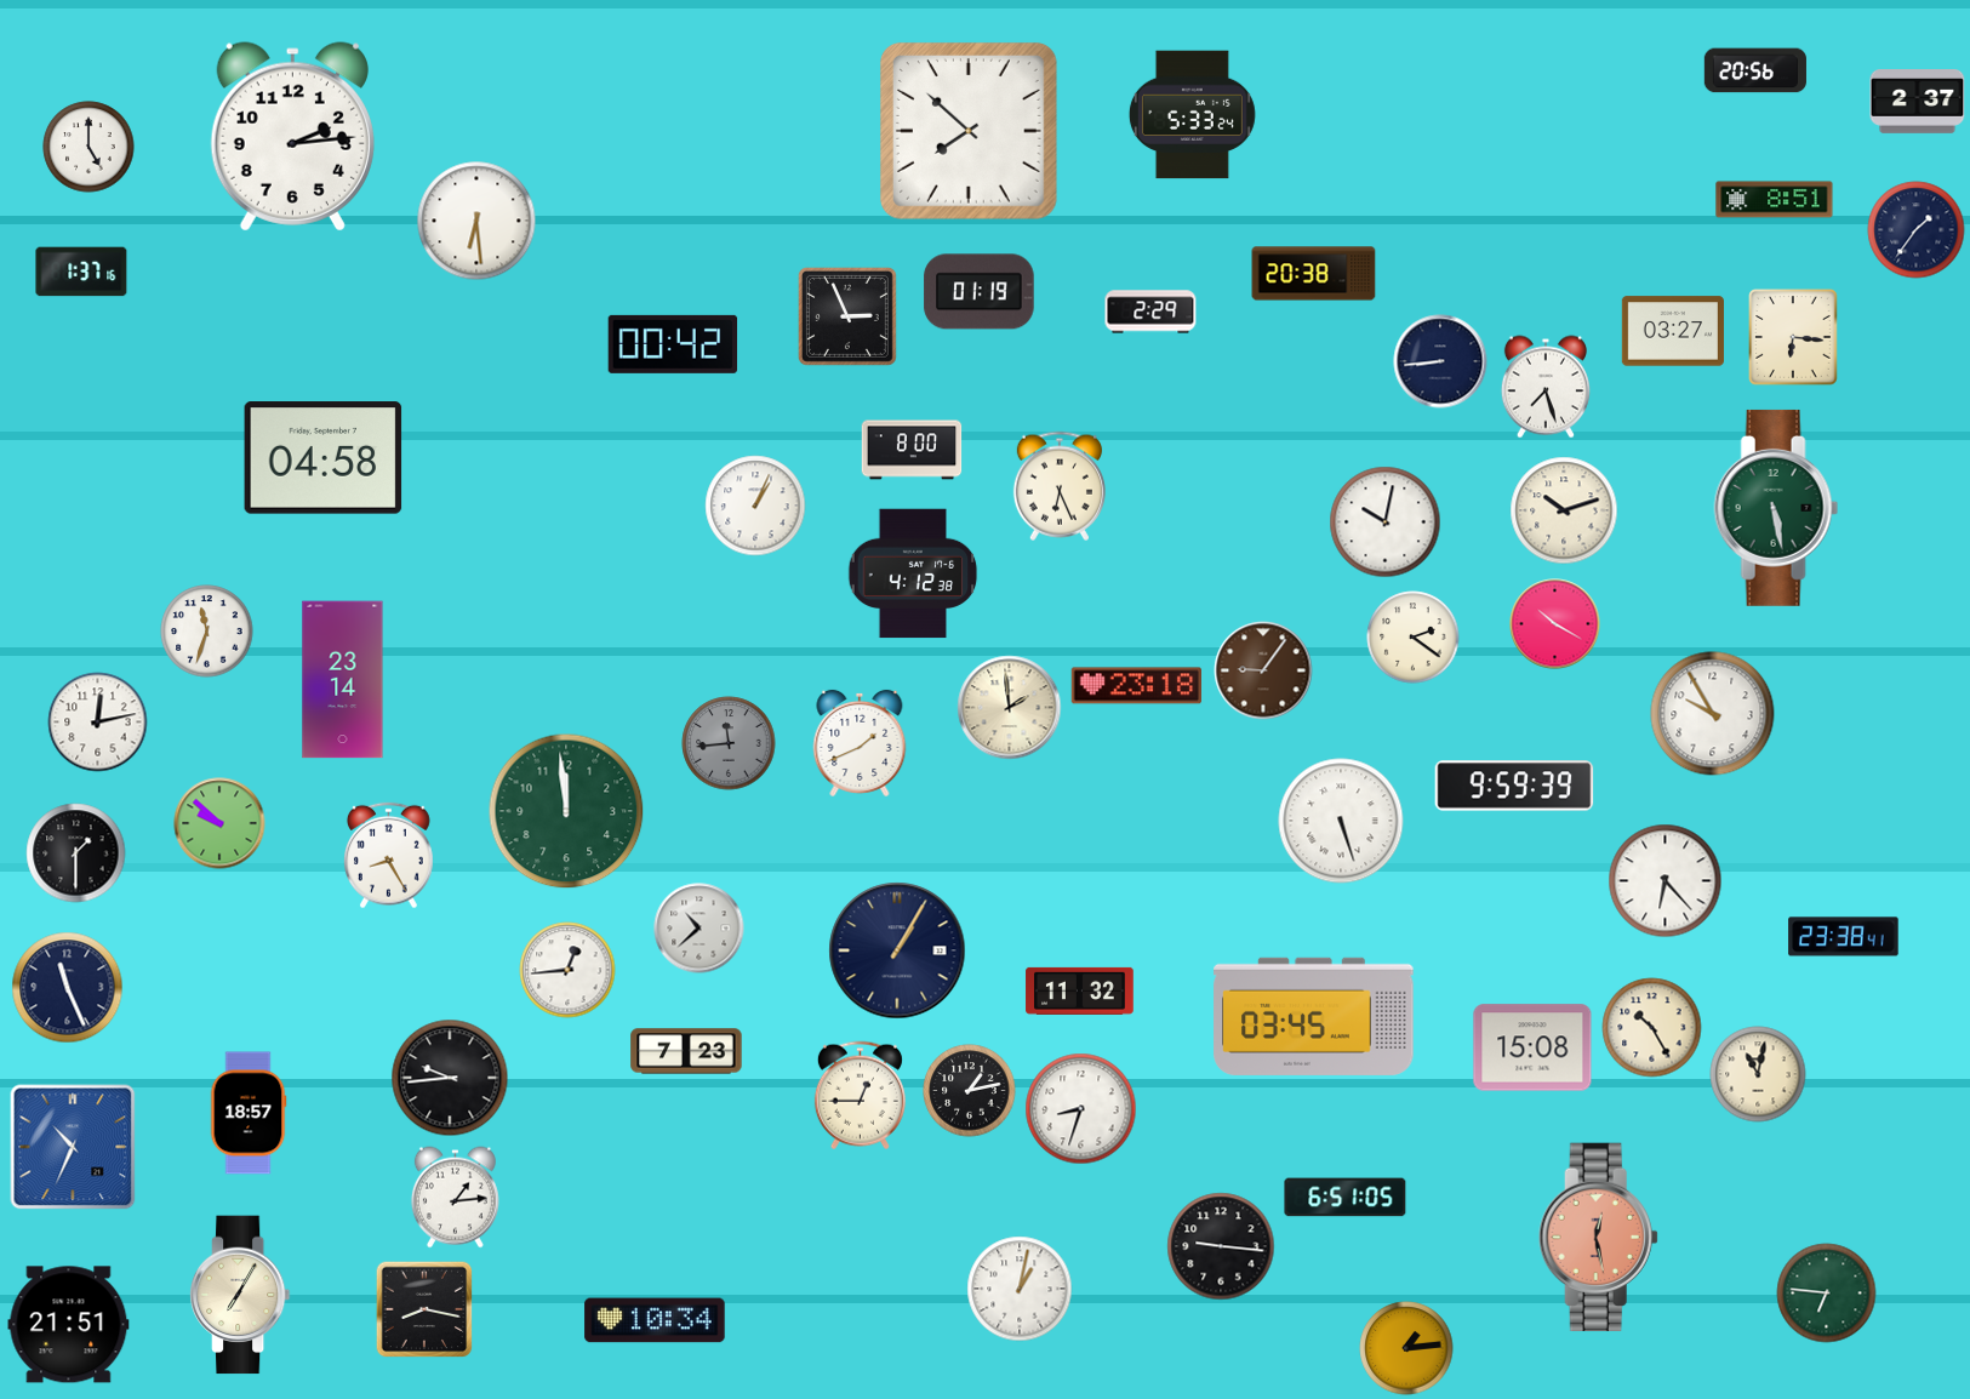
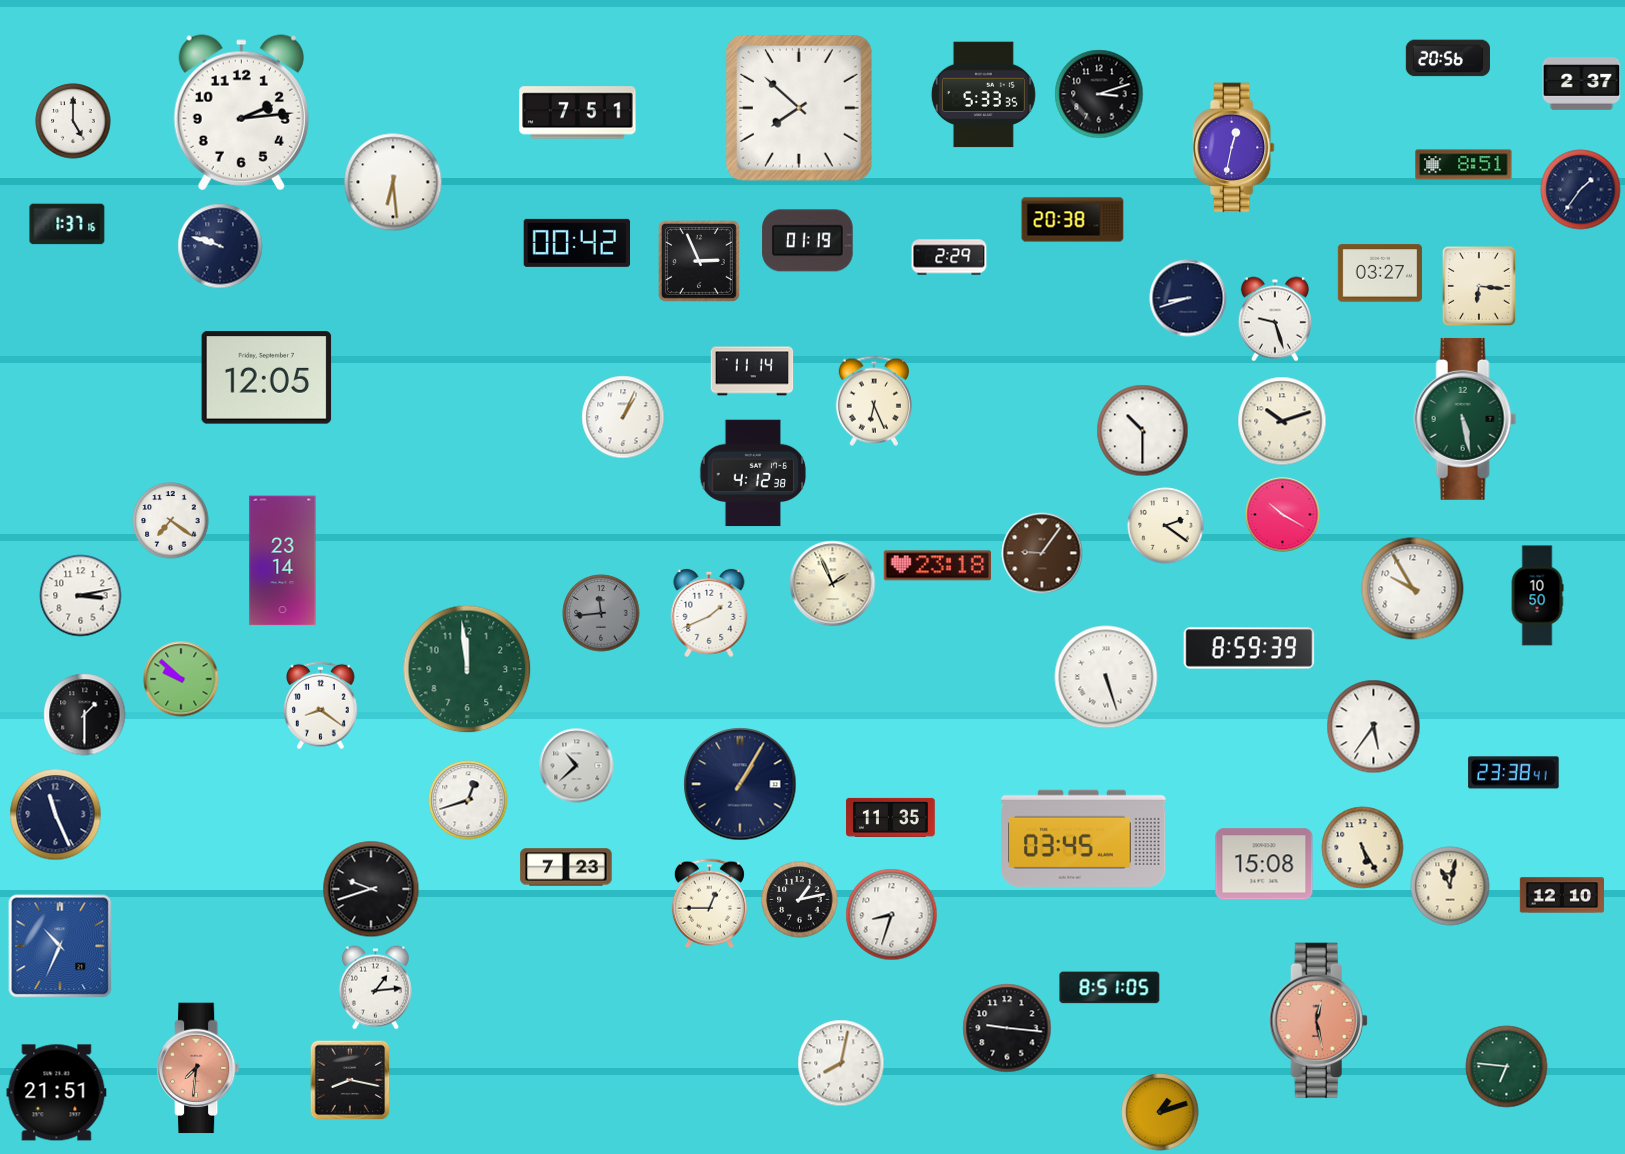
clock at (1099, 94): none -> 3:12
clock at (1192, 115): 5:33:24 -> 5:33:35
clock at (578, 113): none -> 7:51
clock at (1233, 148): none -> 12:32
clock at (1314, 274) position: (1314, 274) -> (1073, 220)
clock at (220, 246): none -> 9:48
clock at (1793, 337) position: (1793, 337) -> (1479, 286)
clock at (673, 344) position: (673, 344) -> (577, 243)
clock at (1440, 361): 8:44 -> 8:42
clock at (1546, 387): 7:27 -> 9:27
clock at (912, 450): 8:00 -> 11:14
clock at (324, 458): 04:58 -> 12:05
clock at (1564, 510) position: (1564, 510) -> (1282, 421)
clock at (1386, 523): 10:02 -> 10:30
clock at (207, 632): 11:33 -> 7:21
clock at (1010, 708): 1:59 -> 1:56
clock at (98, 723): 12:13 -> 3:13
clock at (1537, 596): none -> 10:50
clock at (1514, 786): 9:59 -> 8:59
clock at (76, 853) position: (76, 853) -> (85, 715)
clock at (389, 856): 8:25 -> 8:21
clock at (1666, 881): 6:23 -> 5:36
clock at (1844, 937) position: (1844, 937) -> (1514, 773)
clock at (567, 970): 12:44 -> 12:42
clock at (1080, 990): 11:32 -> 11:35
clock at (1652, 1028): 10:25 -> 5:25
clock at (450, 1078): 9:44 -> 9:42
clock at (1561, 895): none -> 12:10
clock at (249, 1113): 18:57 -> none
clock at (1346, 1198): 6:51 -> 8:51
clock at (1020, 1289): 1:02 -> 8:02
clock at (240, 1295): 7:05 -> 7:31
clock at (240, 1295) dial: cream -> salmon
clock at (655, 1320): 10:34 -> none
clock at (1406, 1348): 1:14 -> 1:12
